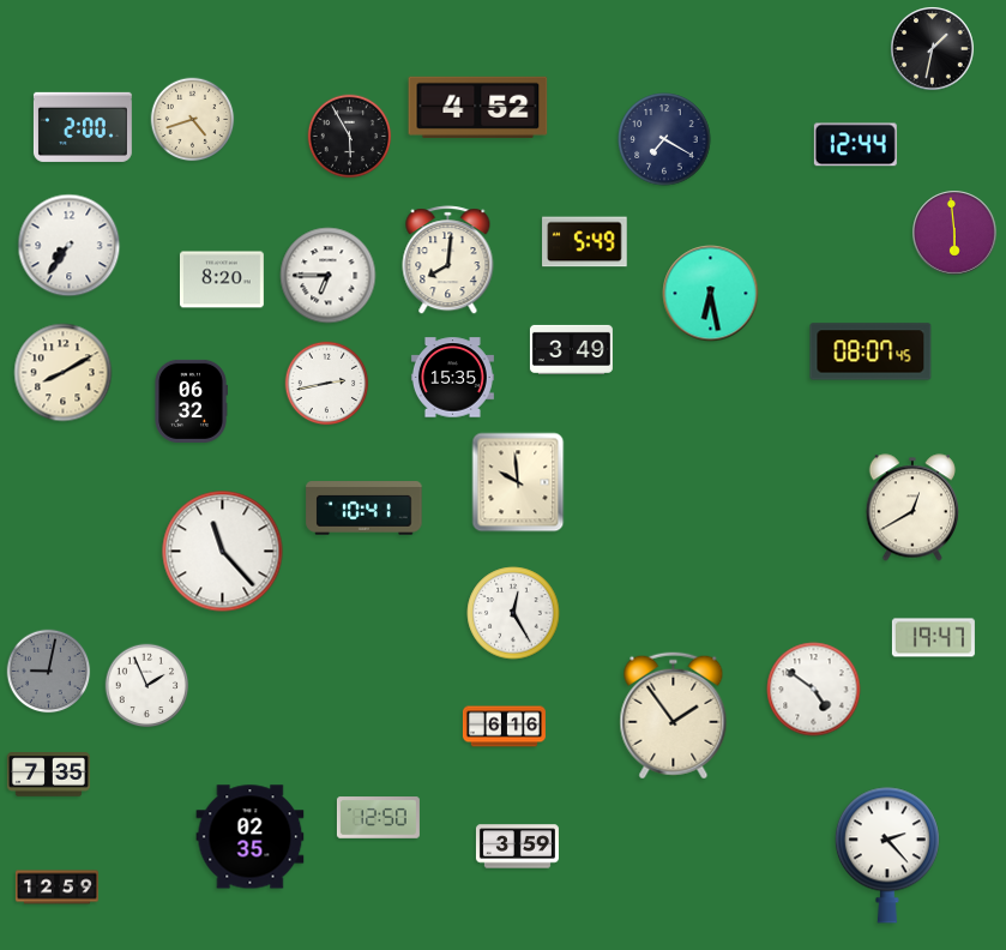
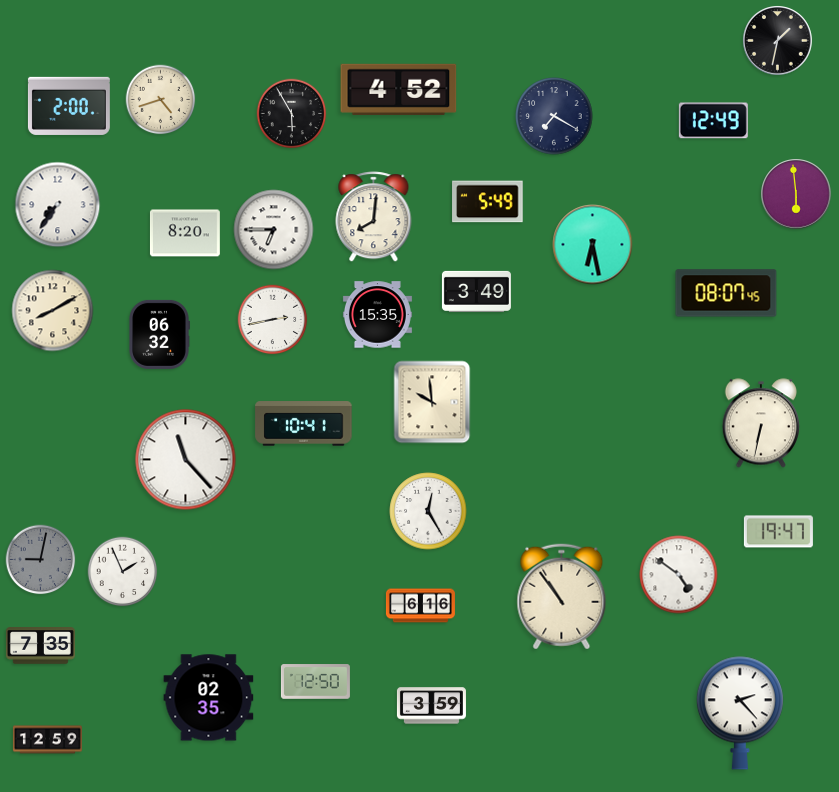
clock at (855, 145): 12:44 -> 12:49
clock at (911, 507): 12:40 -> 6:32
clock at (674, 716): 1:54 -> 10:54
